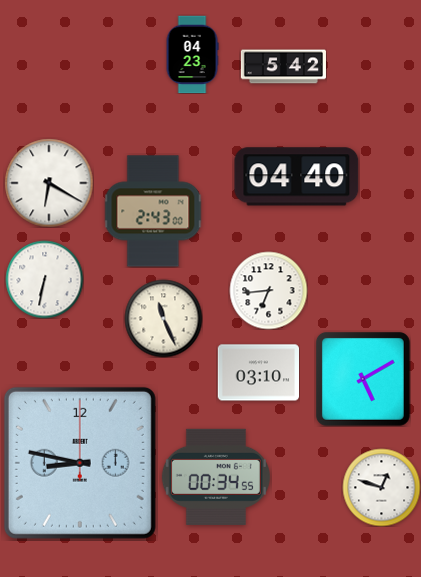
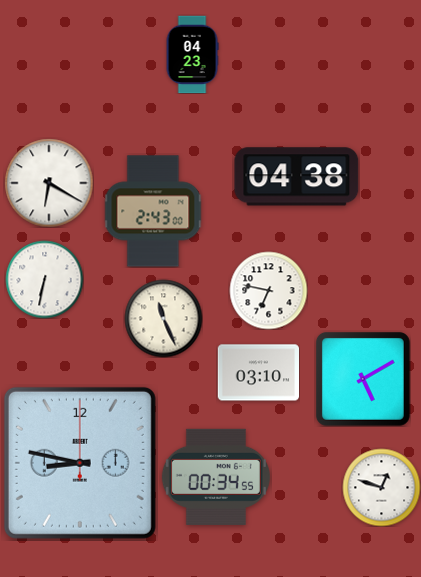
clock at (283, 67): 5:42 -> none
clock at (297, 177): 04:40 -> 04:38
clock at (268, 290): 6:44 -> 6:47
